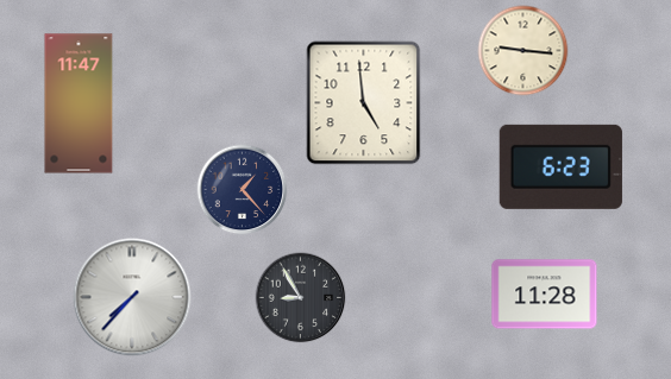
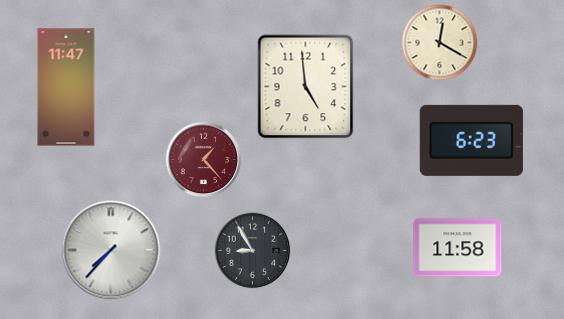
clock at (523, 51): 9:16 -> 12:20
clock at (243, 190) dial: navy -> burgundy
clock at (545, 295): 11:28 -> 11:58
